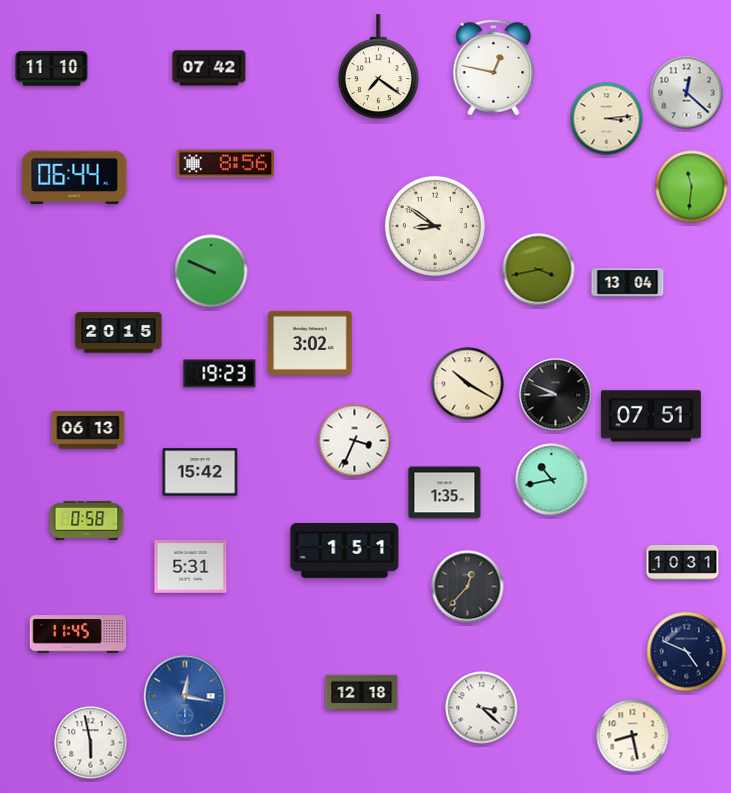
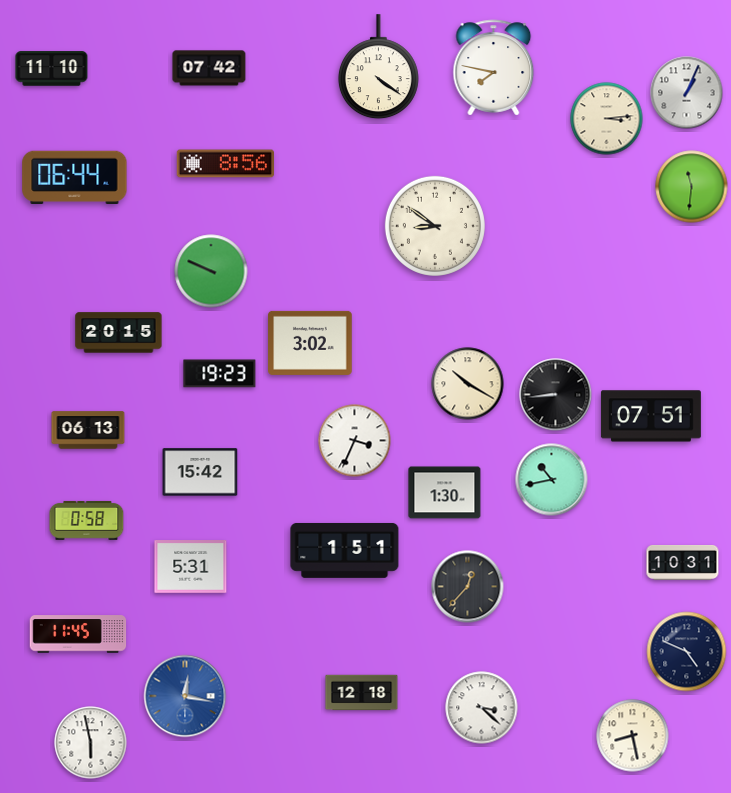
clock at (378, 67): 7:21 -> 4:21
clock at (494, 68): 12:47 -> 7:47
clock at (687, 93): 12:22 -> 1:04
clock at (539, 270): 3:43 -> none
clock at (628, 283): 13:04 -> none
clock at (556, 395): 8:49 -> 8:44
clock at (445, 493): 1:35 -> 1:30
